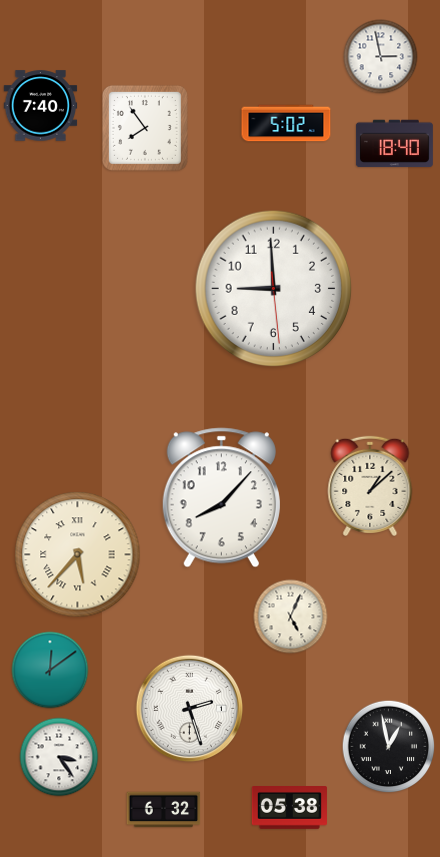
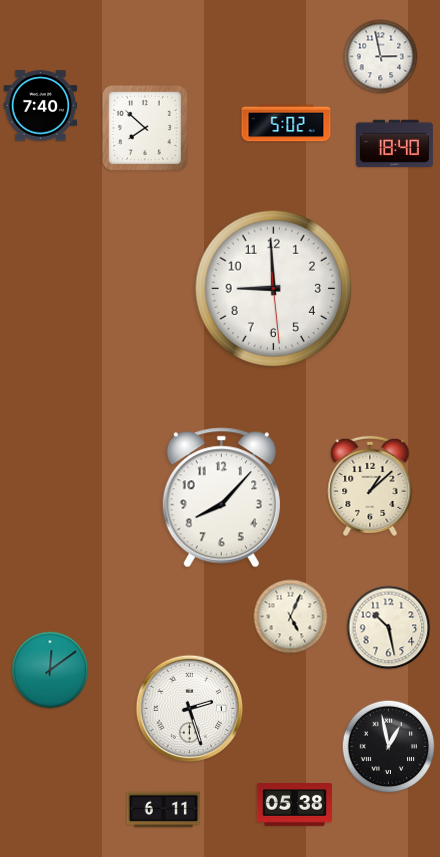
clock at (145, 128): 7:54 -> 7:52
clock at (78, 555): 5:37 -> none
clock at (389, 628): none -> 10:28
clock at (59, 757): 3:24 -> none
clock at (289, 808) position: (289, 808) -> (294, 805)
clock at (164, 810): 6:32 -> 6:11
